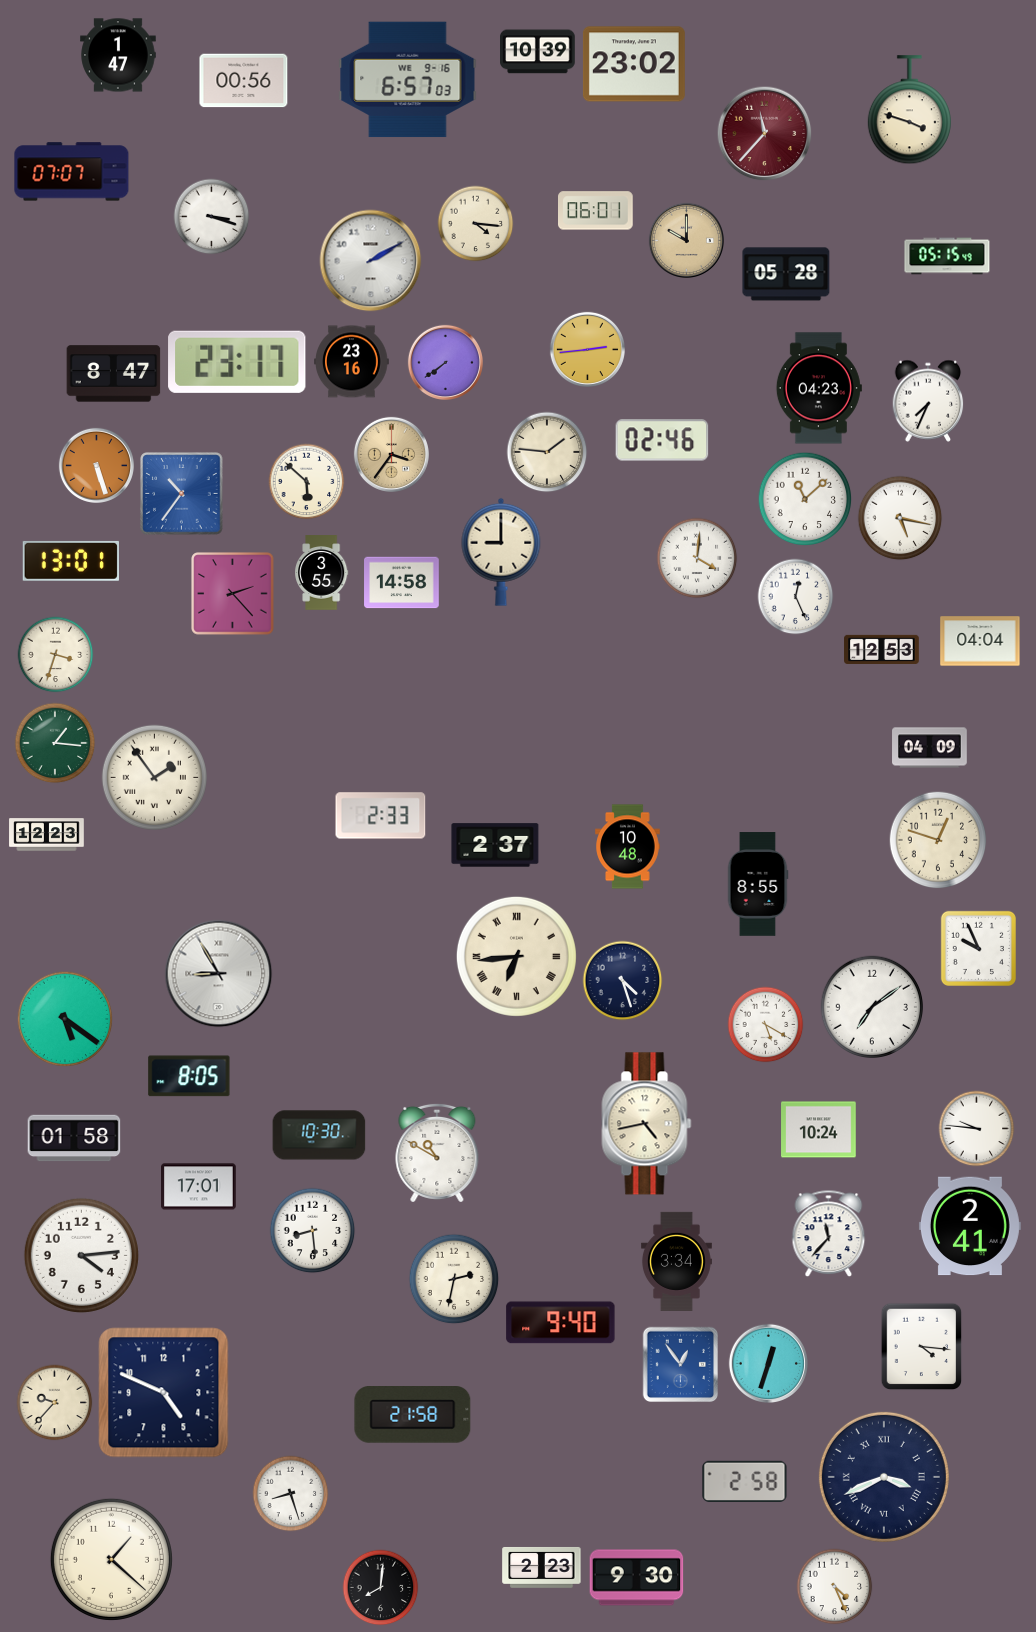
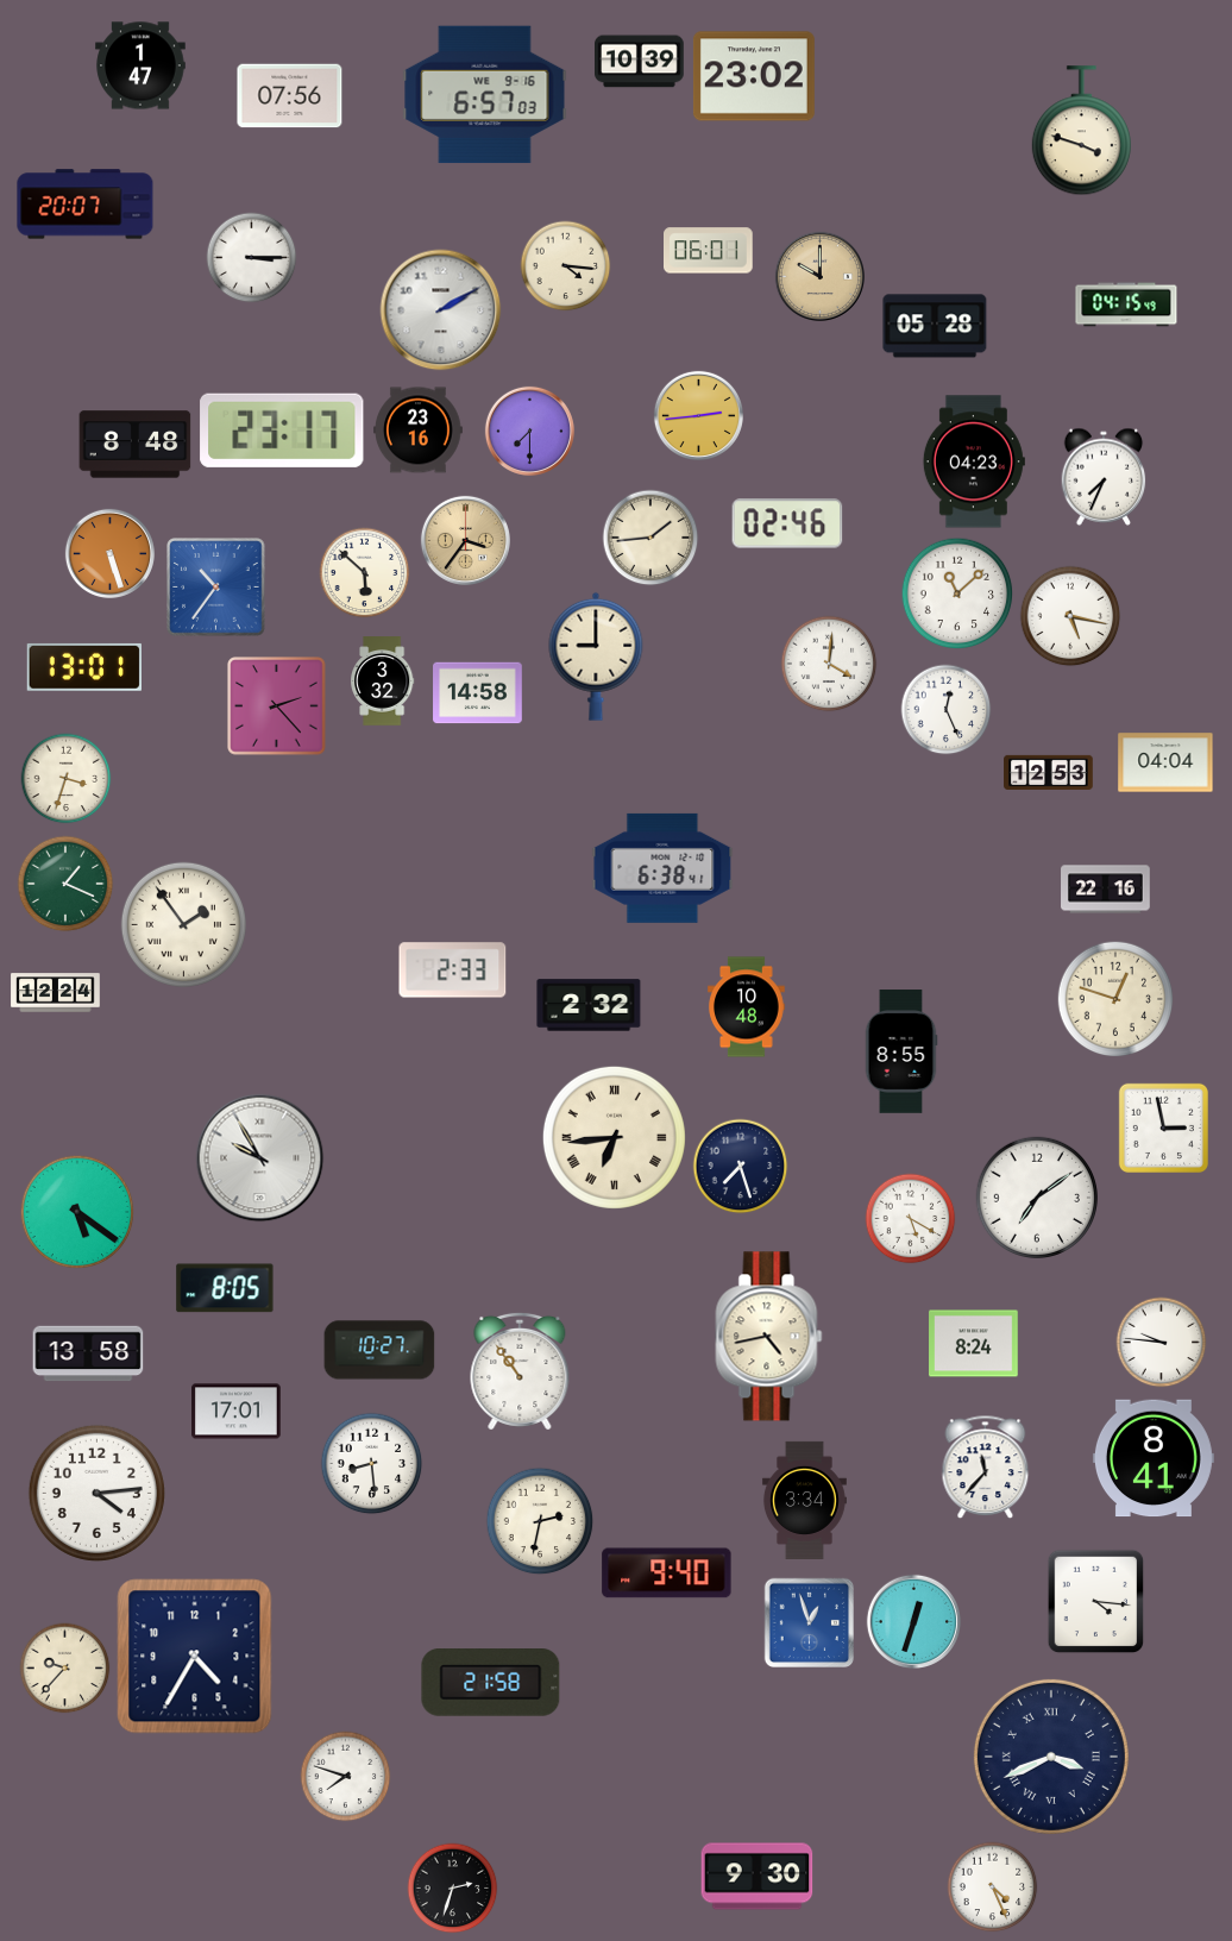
clock at (244, 81): 00:56 -> 07:56
clock at (765, 134): 11:37 -> none
clock at (72, 172): 07:07 -> 20:07
clock at (212, 217): 3:18 -> 3:15
clock at (686, 240) position: (686, 240) -> (819, 276)
clock at (947, 256): 05:15 -> 04:15
clock at (445, 362): 7:39 -> 7:30
clock at (114, 374): 8:47 -> 8:48
clock at (547, 452): 1:46 -> 1:44
clock at (96, 465) position: (96, 465) -> (109, 553)
clock at (322, 573): 3:55 -> 3:32
clock at (662, 868): none -> 6:38
clock at (55, 743): 1:16 -> 1:19
clock at (930, 748): 04:09 -> 22:16
clock at (47, 835): 12:23 -> 12:24
clock at (495, 845): 2:37 -> 2:32
clock at (978, 948): 9:56 -> 2:58
clock at (219, 974): 8:55 -> 9:55
clock at (623, 981): 4:27 -> 7:27
clock at (189, 1076) position: (189, 1076) -> (225, 1288)
clock at (819, 1130): 10:24 -> 8:24
clock at (319, 1135): 10:30 -> 10:27
clock at (74, 1138): 01:58 -> 13:58
clock at (437, 1153): 10:50 -> 10:54
clock at (970, 1226): 2:41 -> 8:41
clock at (680, 1364): 12:54 -> 12:57
clock at (164, 1393): 4:49 -> 4:35
clock at (745, 1482): 2:58 -> none
clock at (291, 1494): 8:27 -> 7:48
clock at (111, 1559): 1:22 -> none
clock at (542, 1567): 2:23 -> none
clock at (381, 1588): 8:01 -> 2:33
